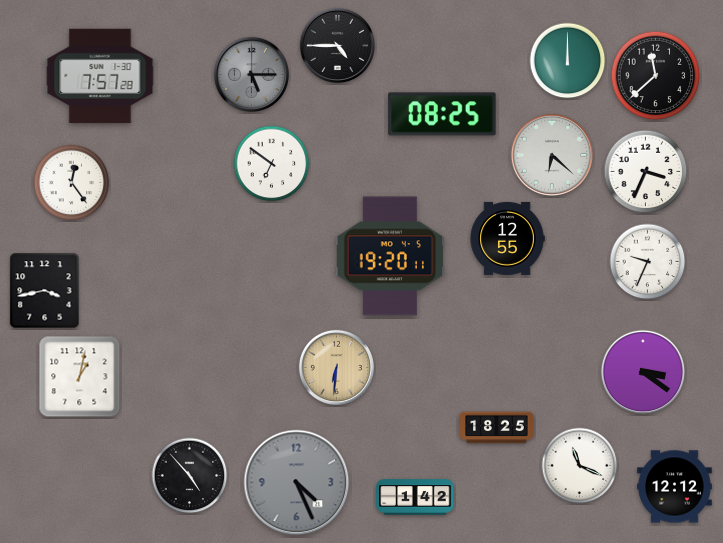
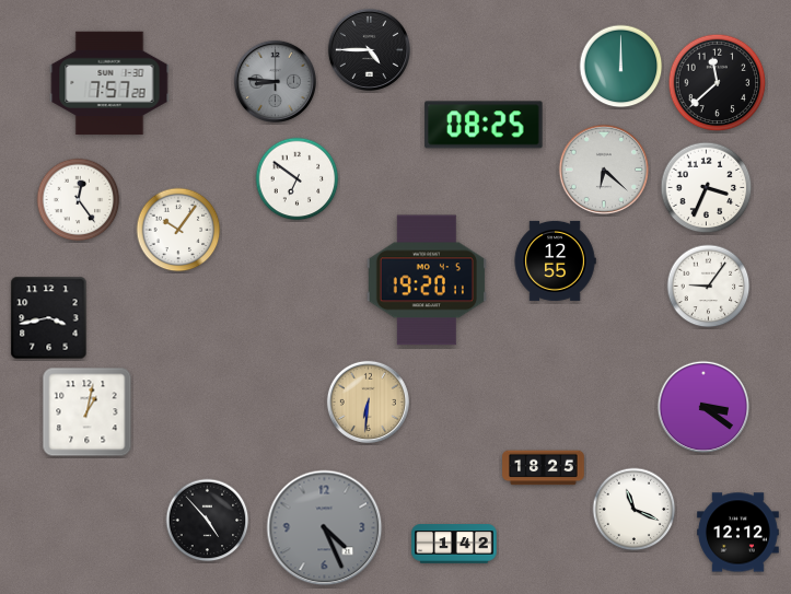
clock at (251, 74): 5:15 -> 8:46
clock at (178, 230): none -> 10:06
clock at (648, 262): 9:34 -> 9:06
